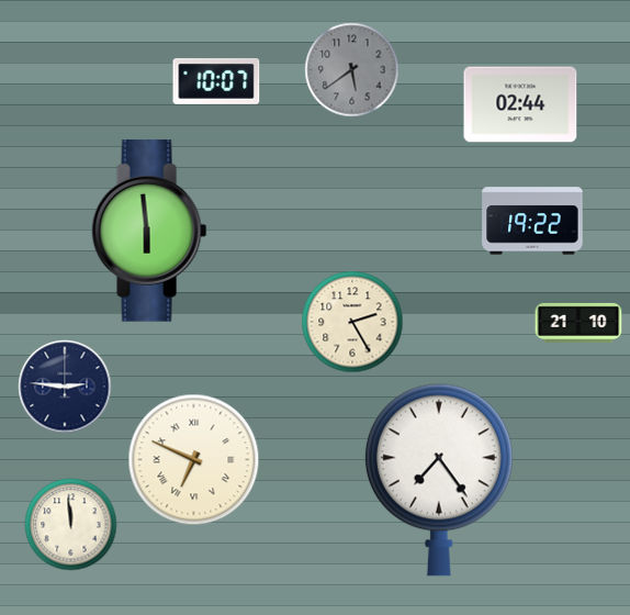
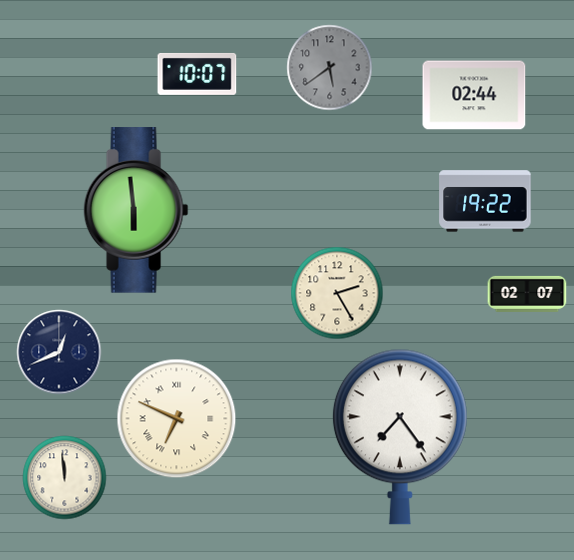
clock at (352, 70) position: (352, 70) -> (330, 68)
clock at (352, 322) position: (352, 322) -> (337, 293)
clock at (578, 323): 21:10 -> 02:07
clock at (65, 387): 2:46 -> 12:41
